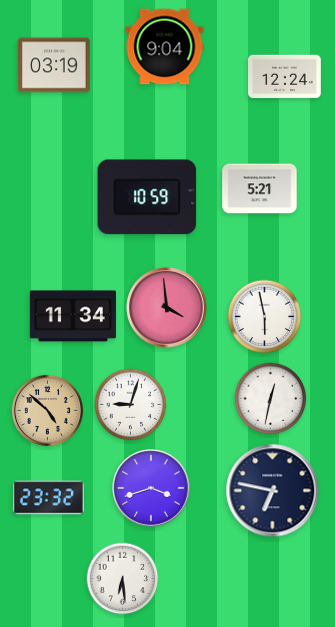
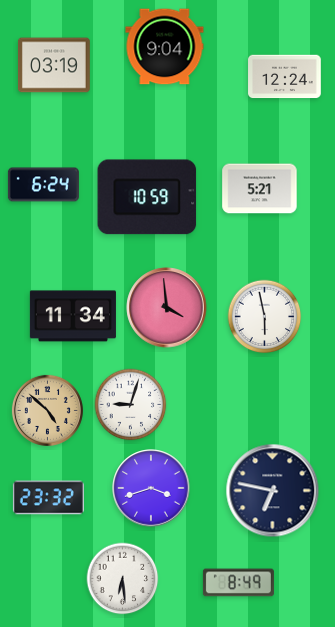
clock at (43, 185): none -> 6:24
clock at (271, 399): 12:32 -> none
clock at (238, 583): none -> 8:49
